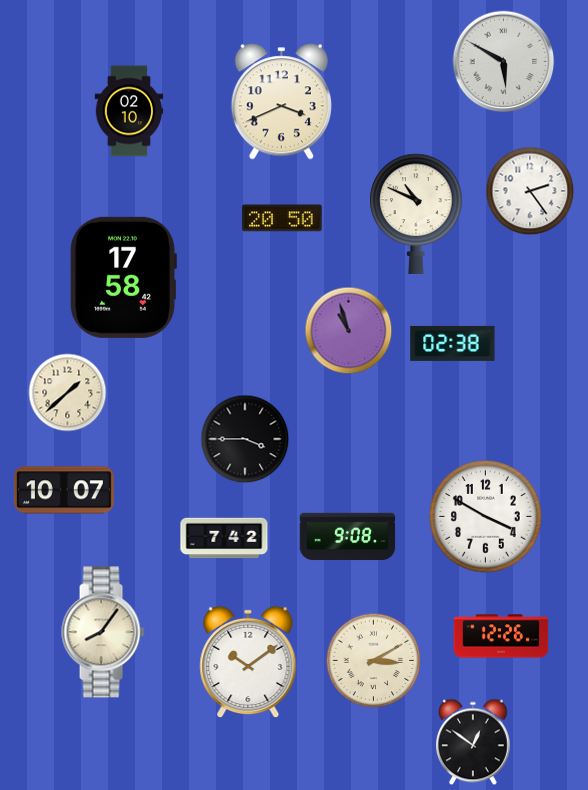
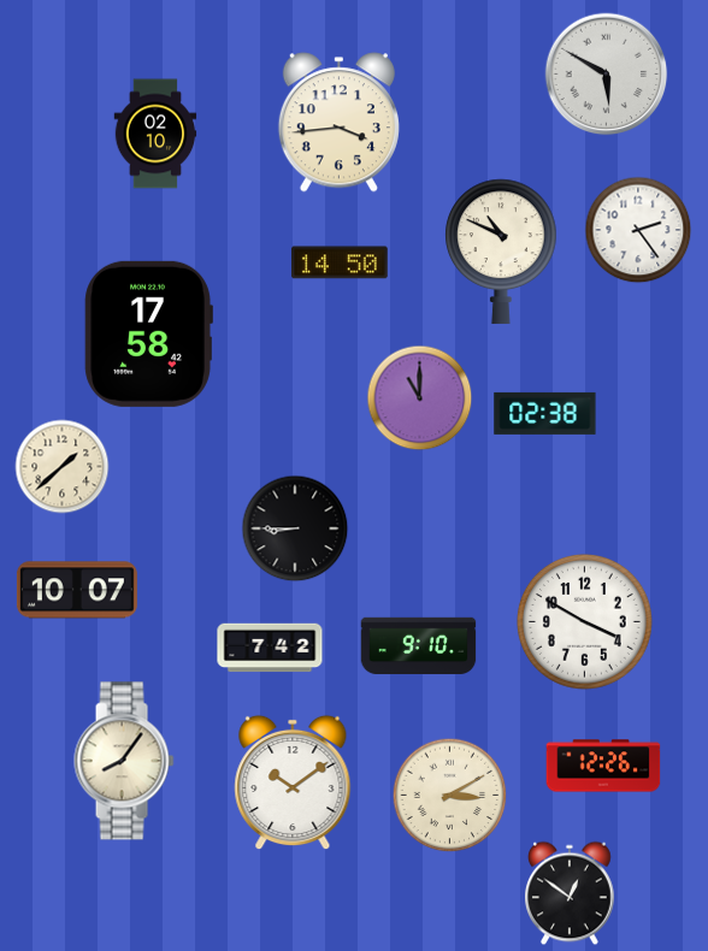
clock at (281, 102): 3:41 -> 3:44
clock at (416, 214) position: (416, 214) -> (501, 252)
clock at (283, 218): 20:50 -> 14:50
clock at (349, 331): 10:57 -> 11:00
clock at (68, 393) position: (68, 393) -> (63, 467)
clock at (245, 439): 3:45 -> 8:45
clock at (348, 537): 9:08 -> 9:10
clock at (248, 662) position: (248, 662) -> (293, 782)
